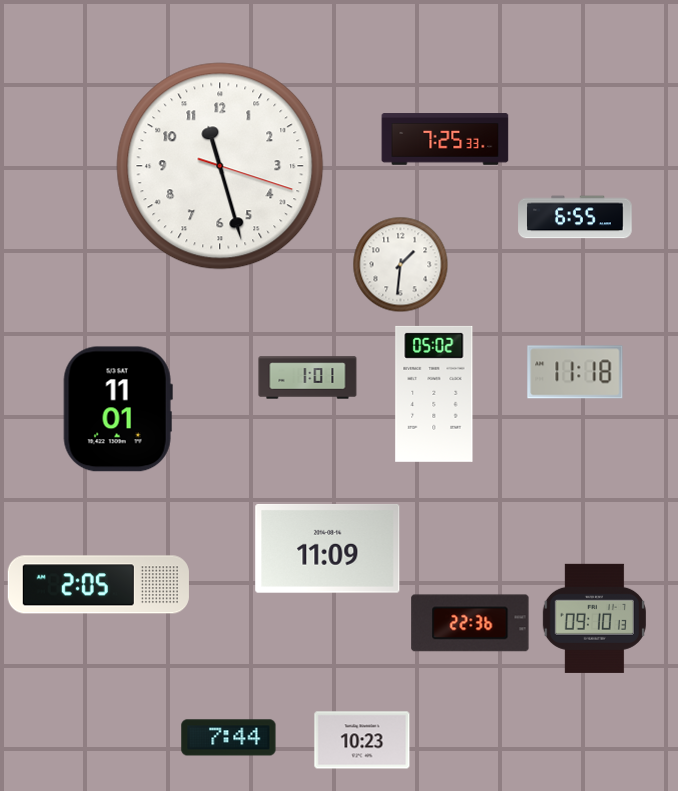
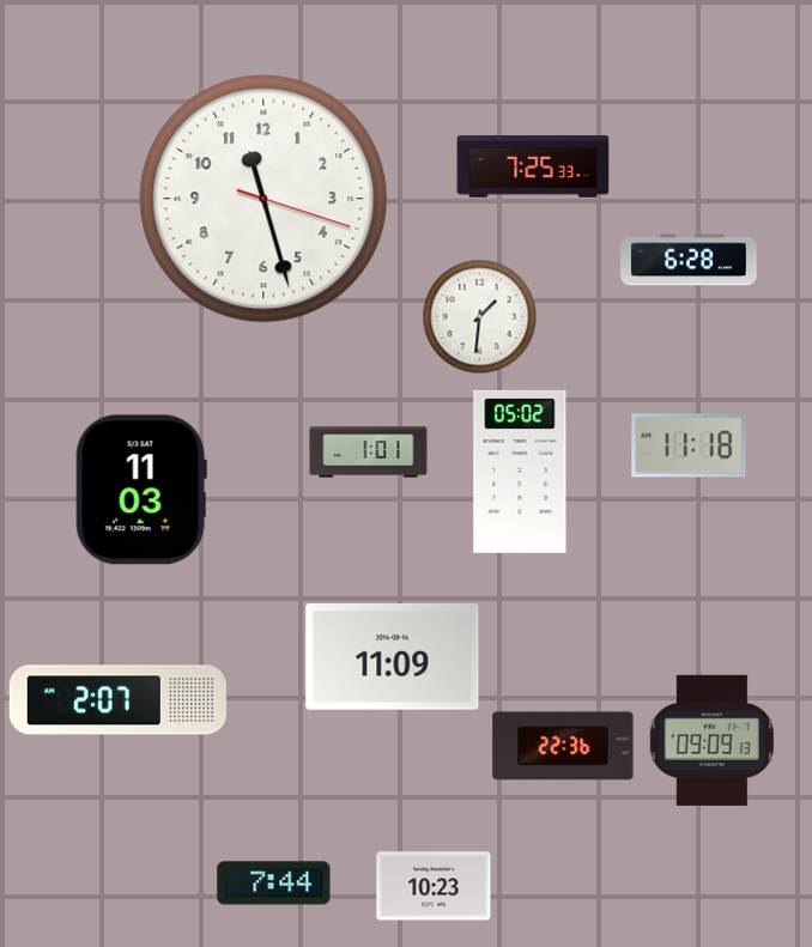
clock at (575, 217): 6:55 -> 6:28
clock at (118, 409): 11:01 -> 11:03
clock at (98, 585): 2:05 -> 2:07
clock at (594, 618): 09:10 -> 09:09
